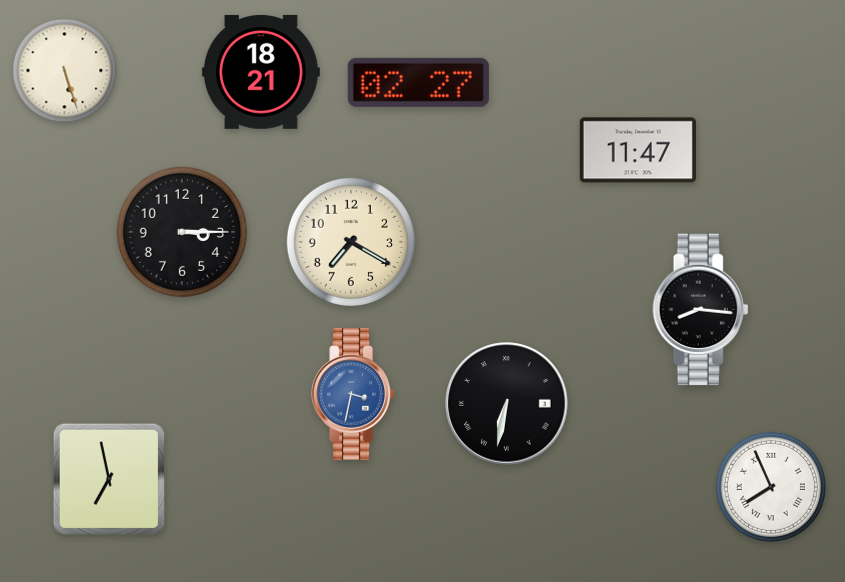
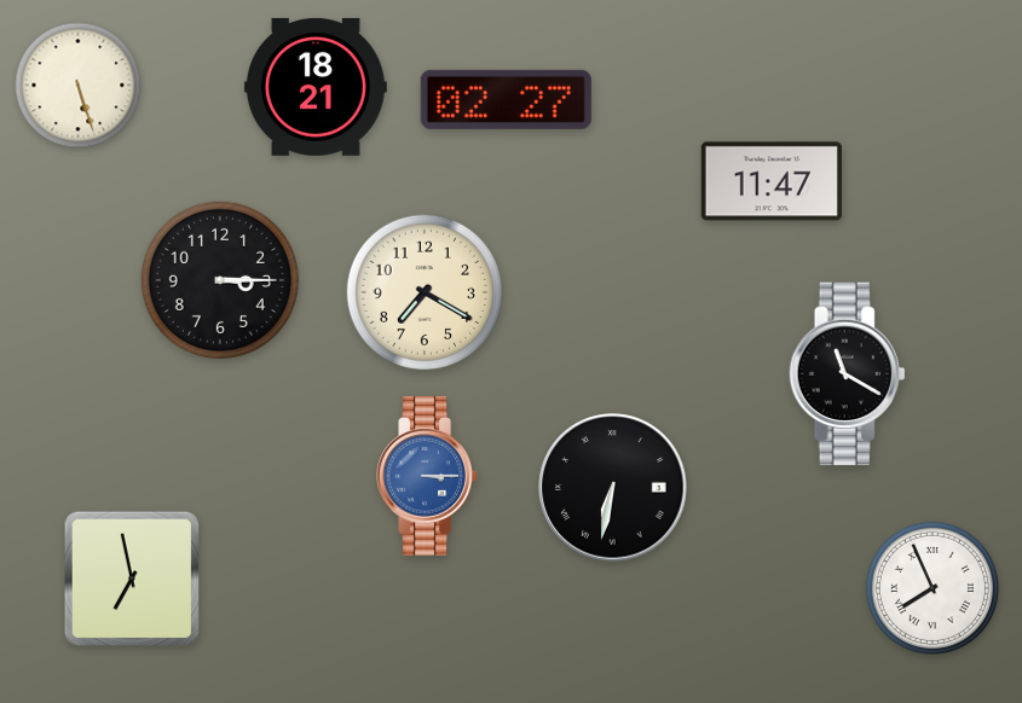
clock at (701, 310): 8:16 -> 11:20
clock at (353, 394): 3:32 -> 3:15
